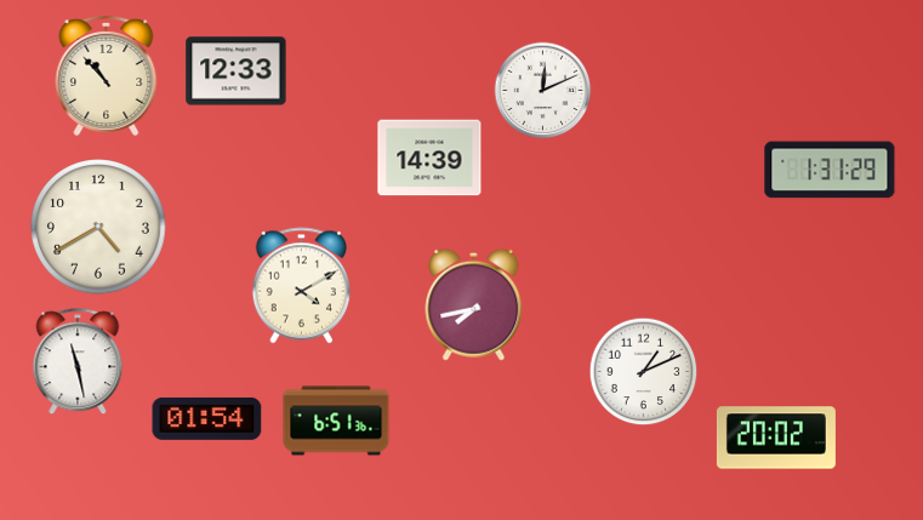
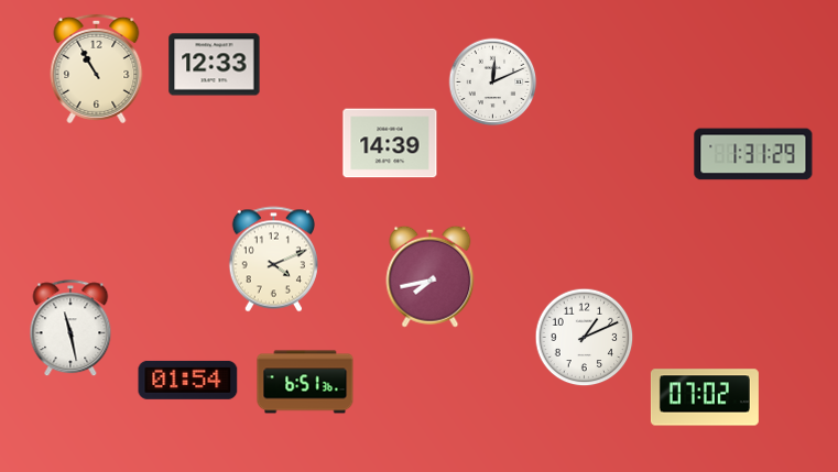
clock at (107, 75): 10:53 -> 10:55
clock at (98, 227): 4:40 -> none
clock at (301, 286): 4:10 -> 4:11
clock at (776, 438): 20:02 -> 07:02
